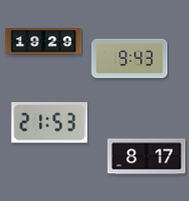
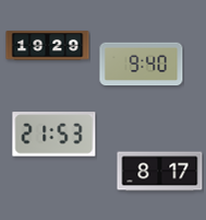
clock at (130, 59): 9:43 -> 9:40
